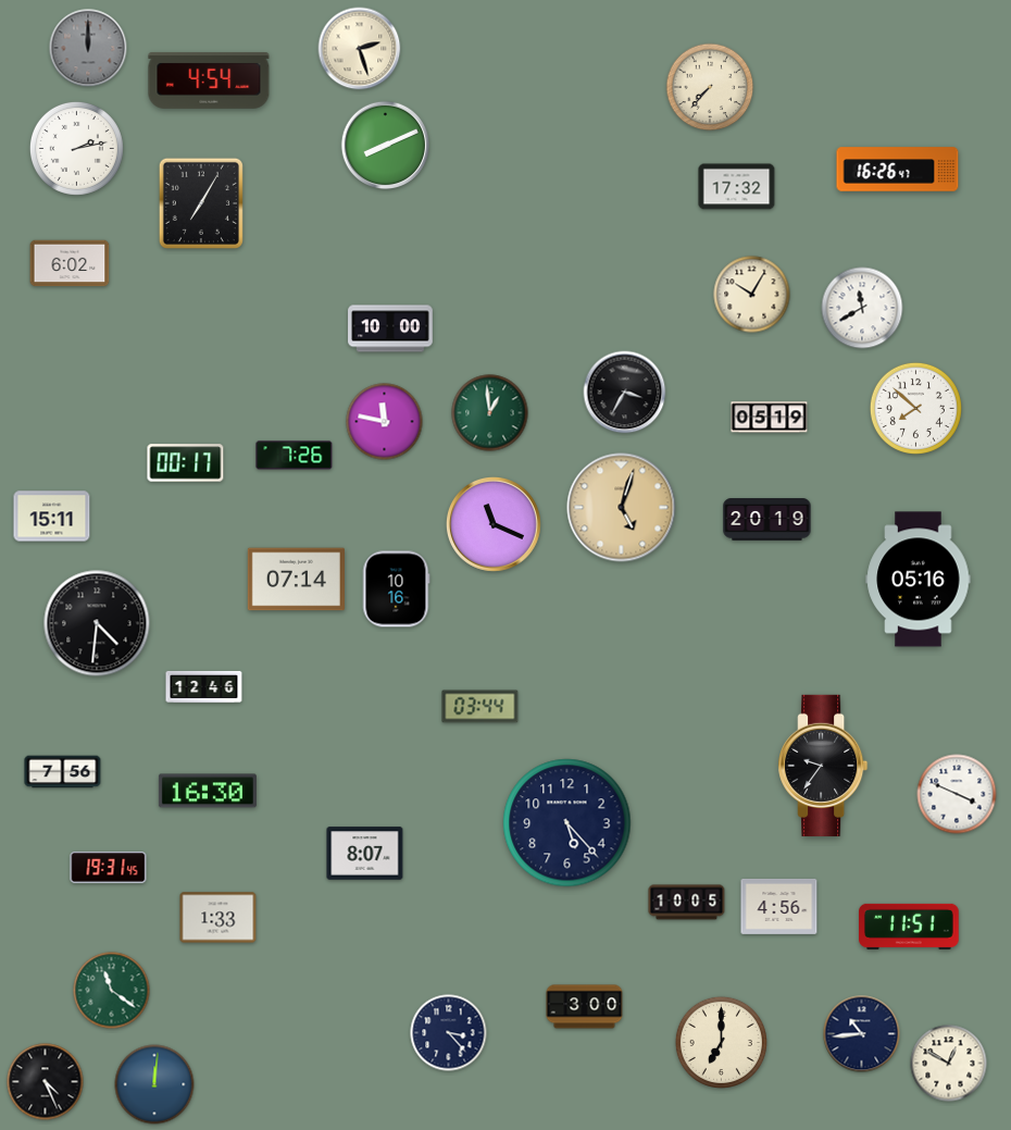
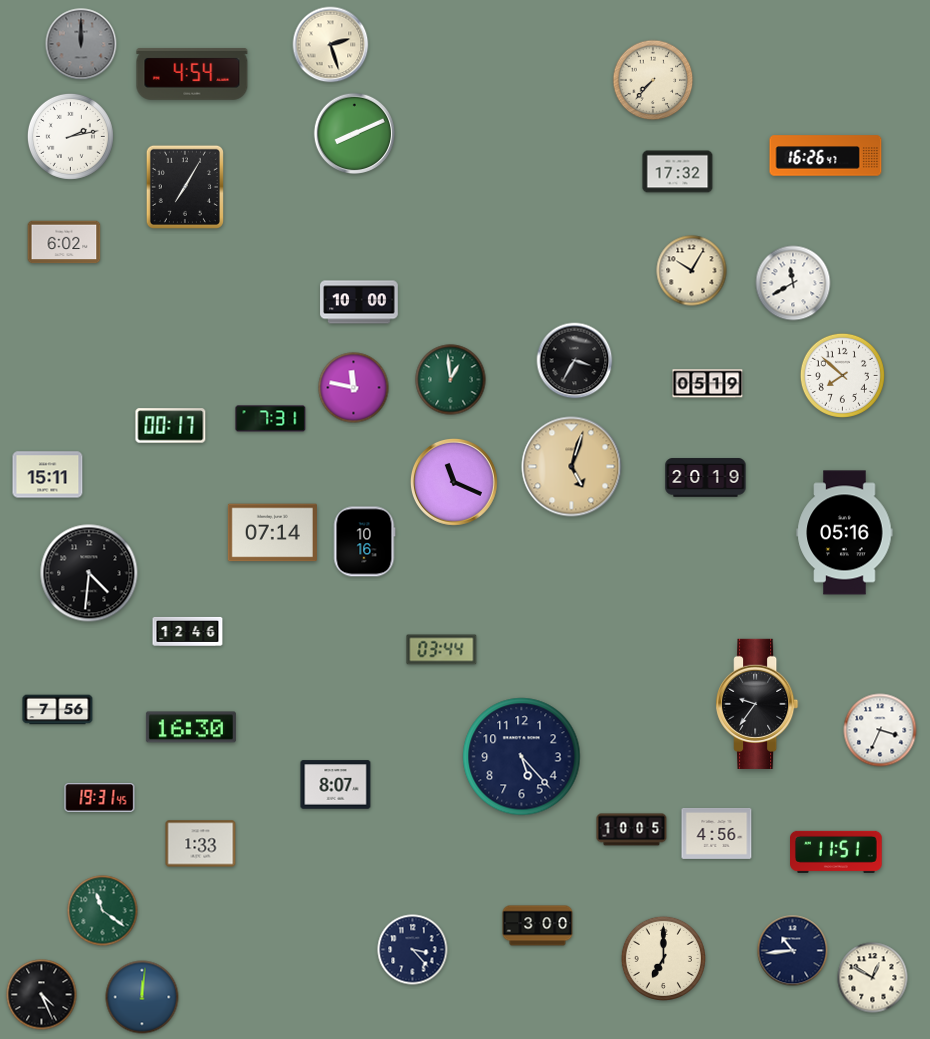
clock at (295, 456): 7:26 -> 7:31
clock at (957, 794): 3:49 -> 3:34
